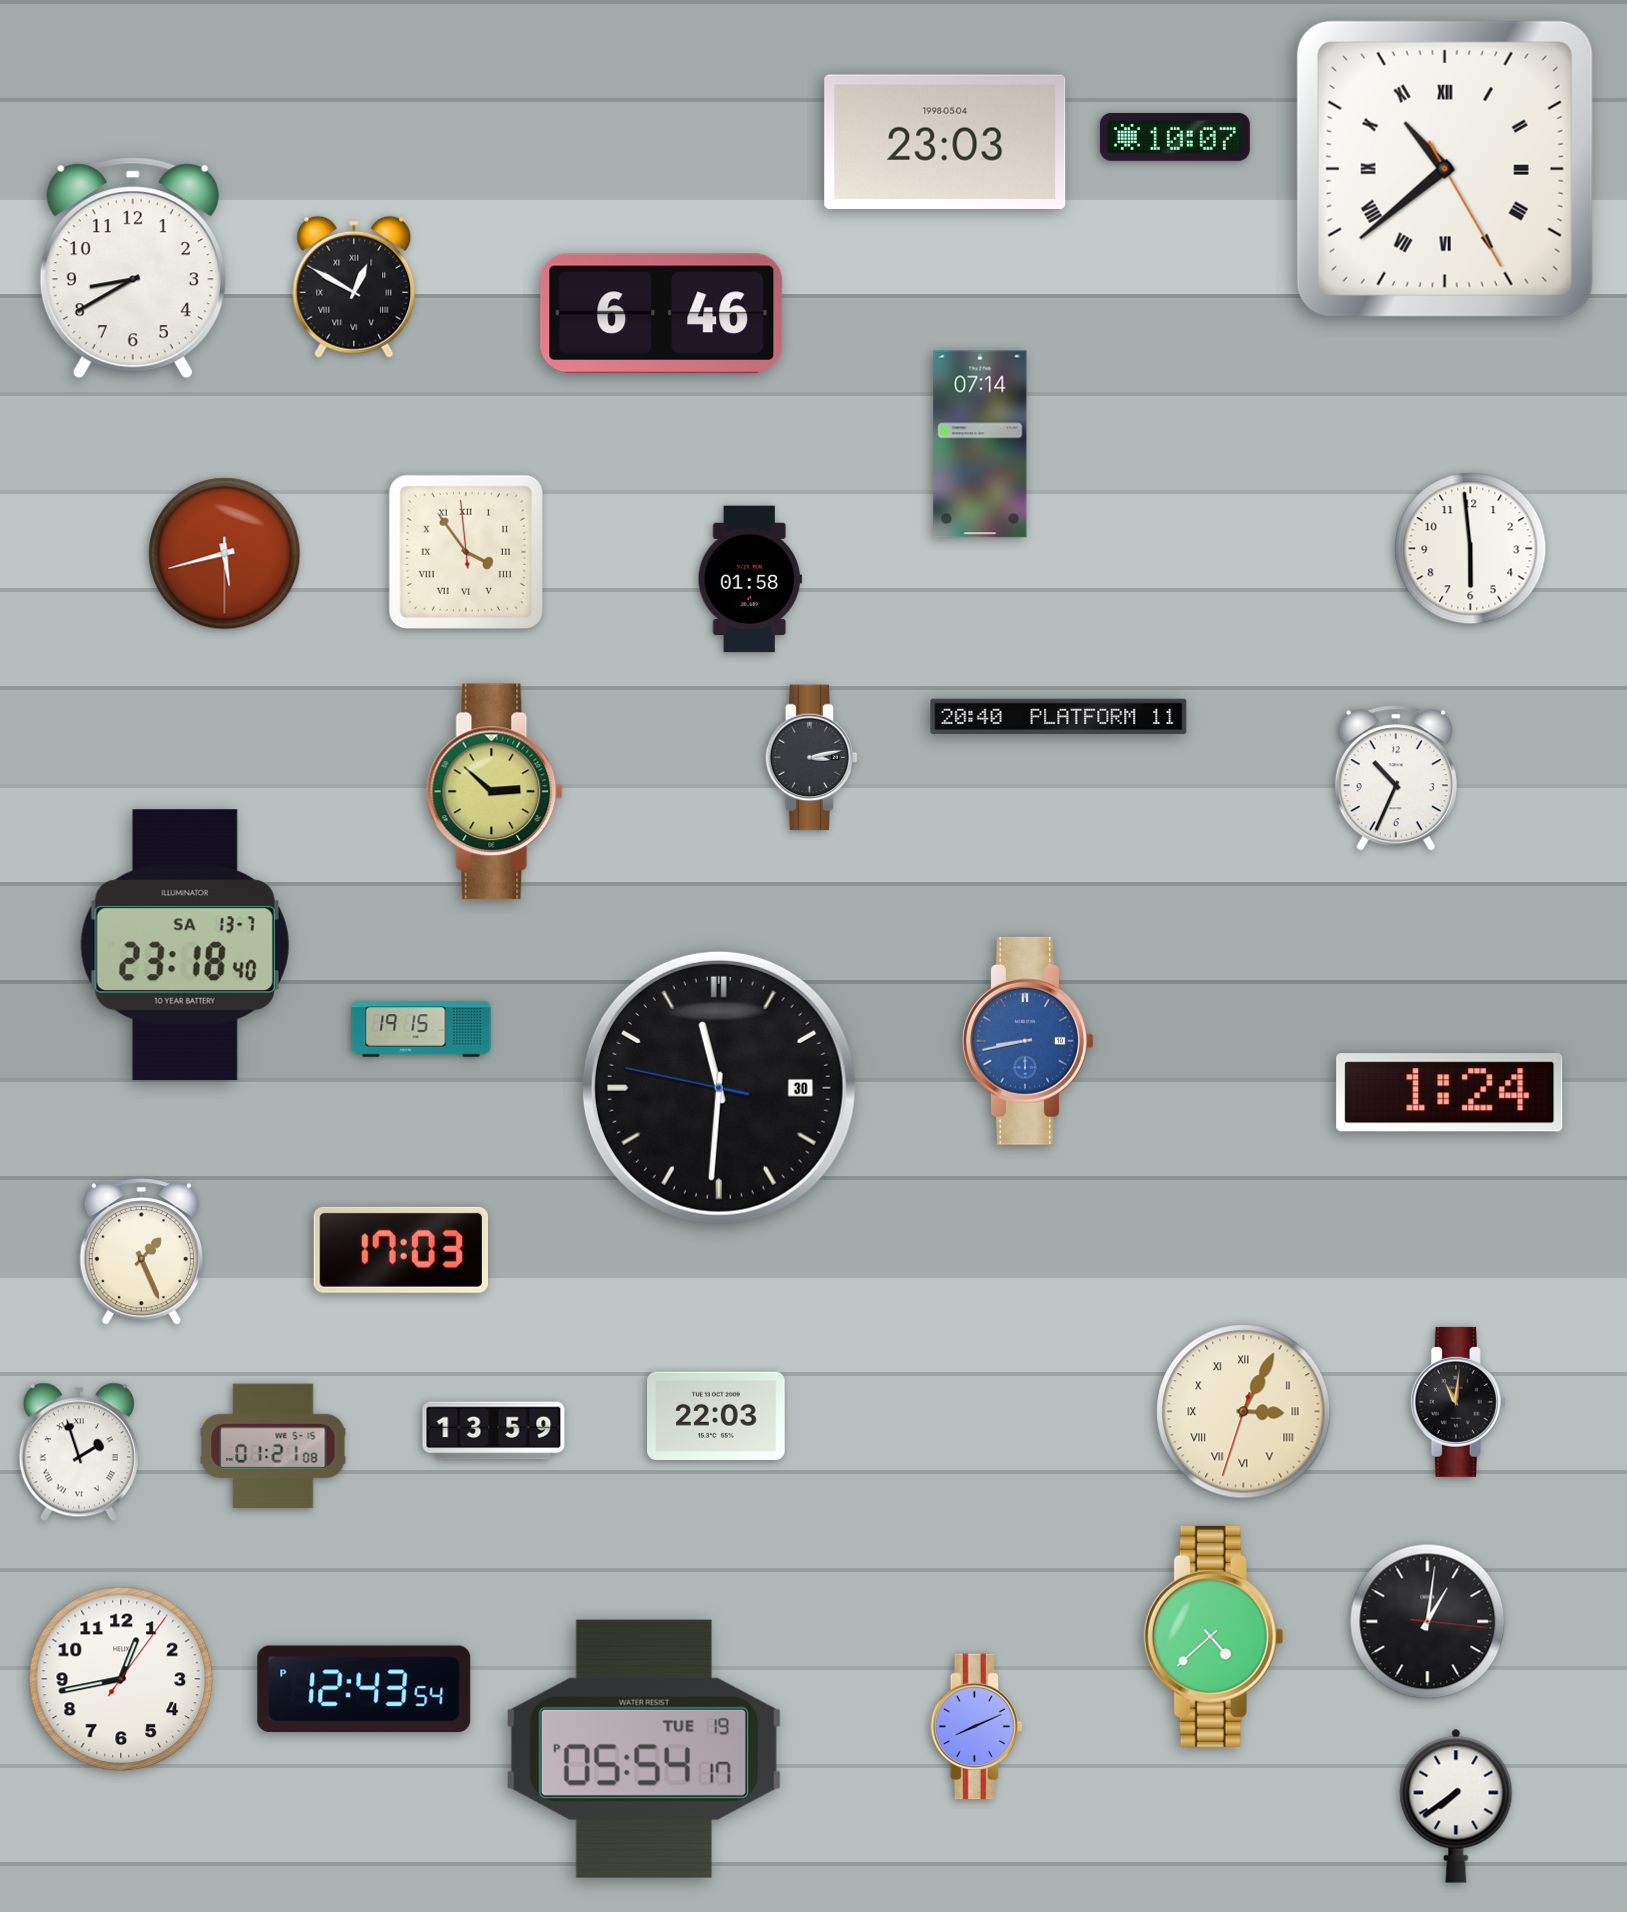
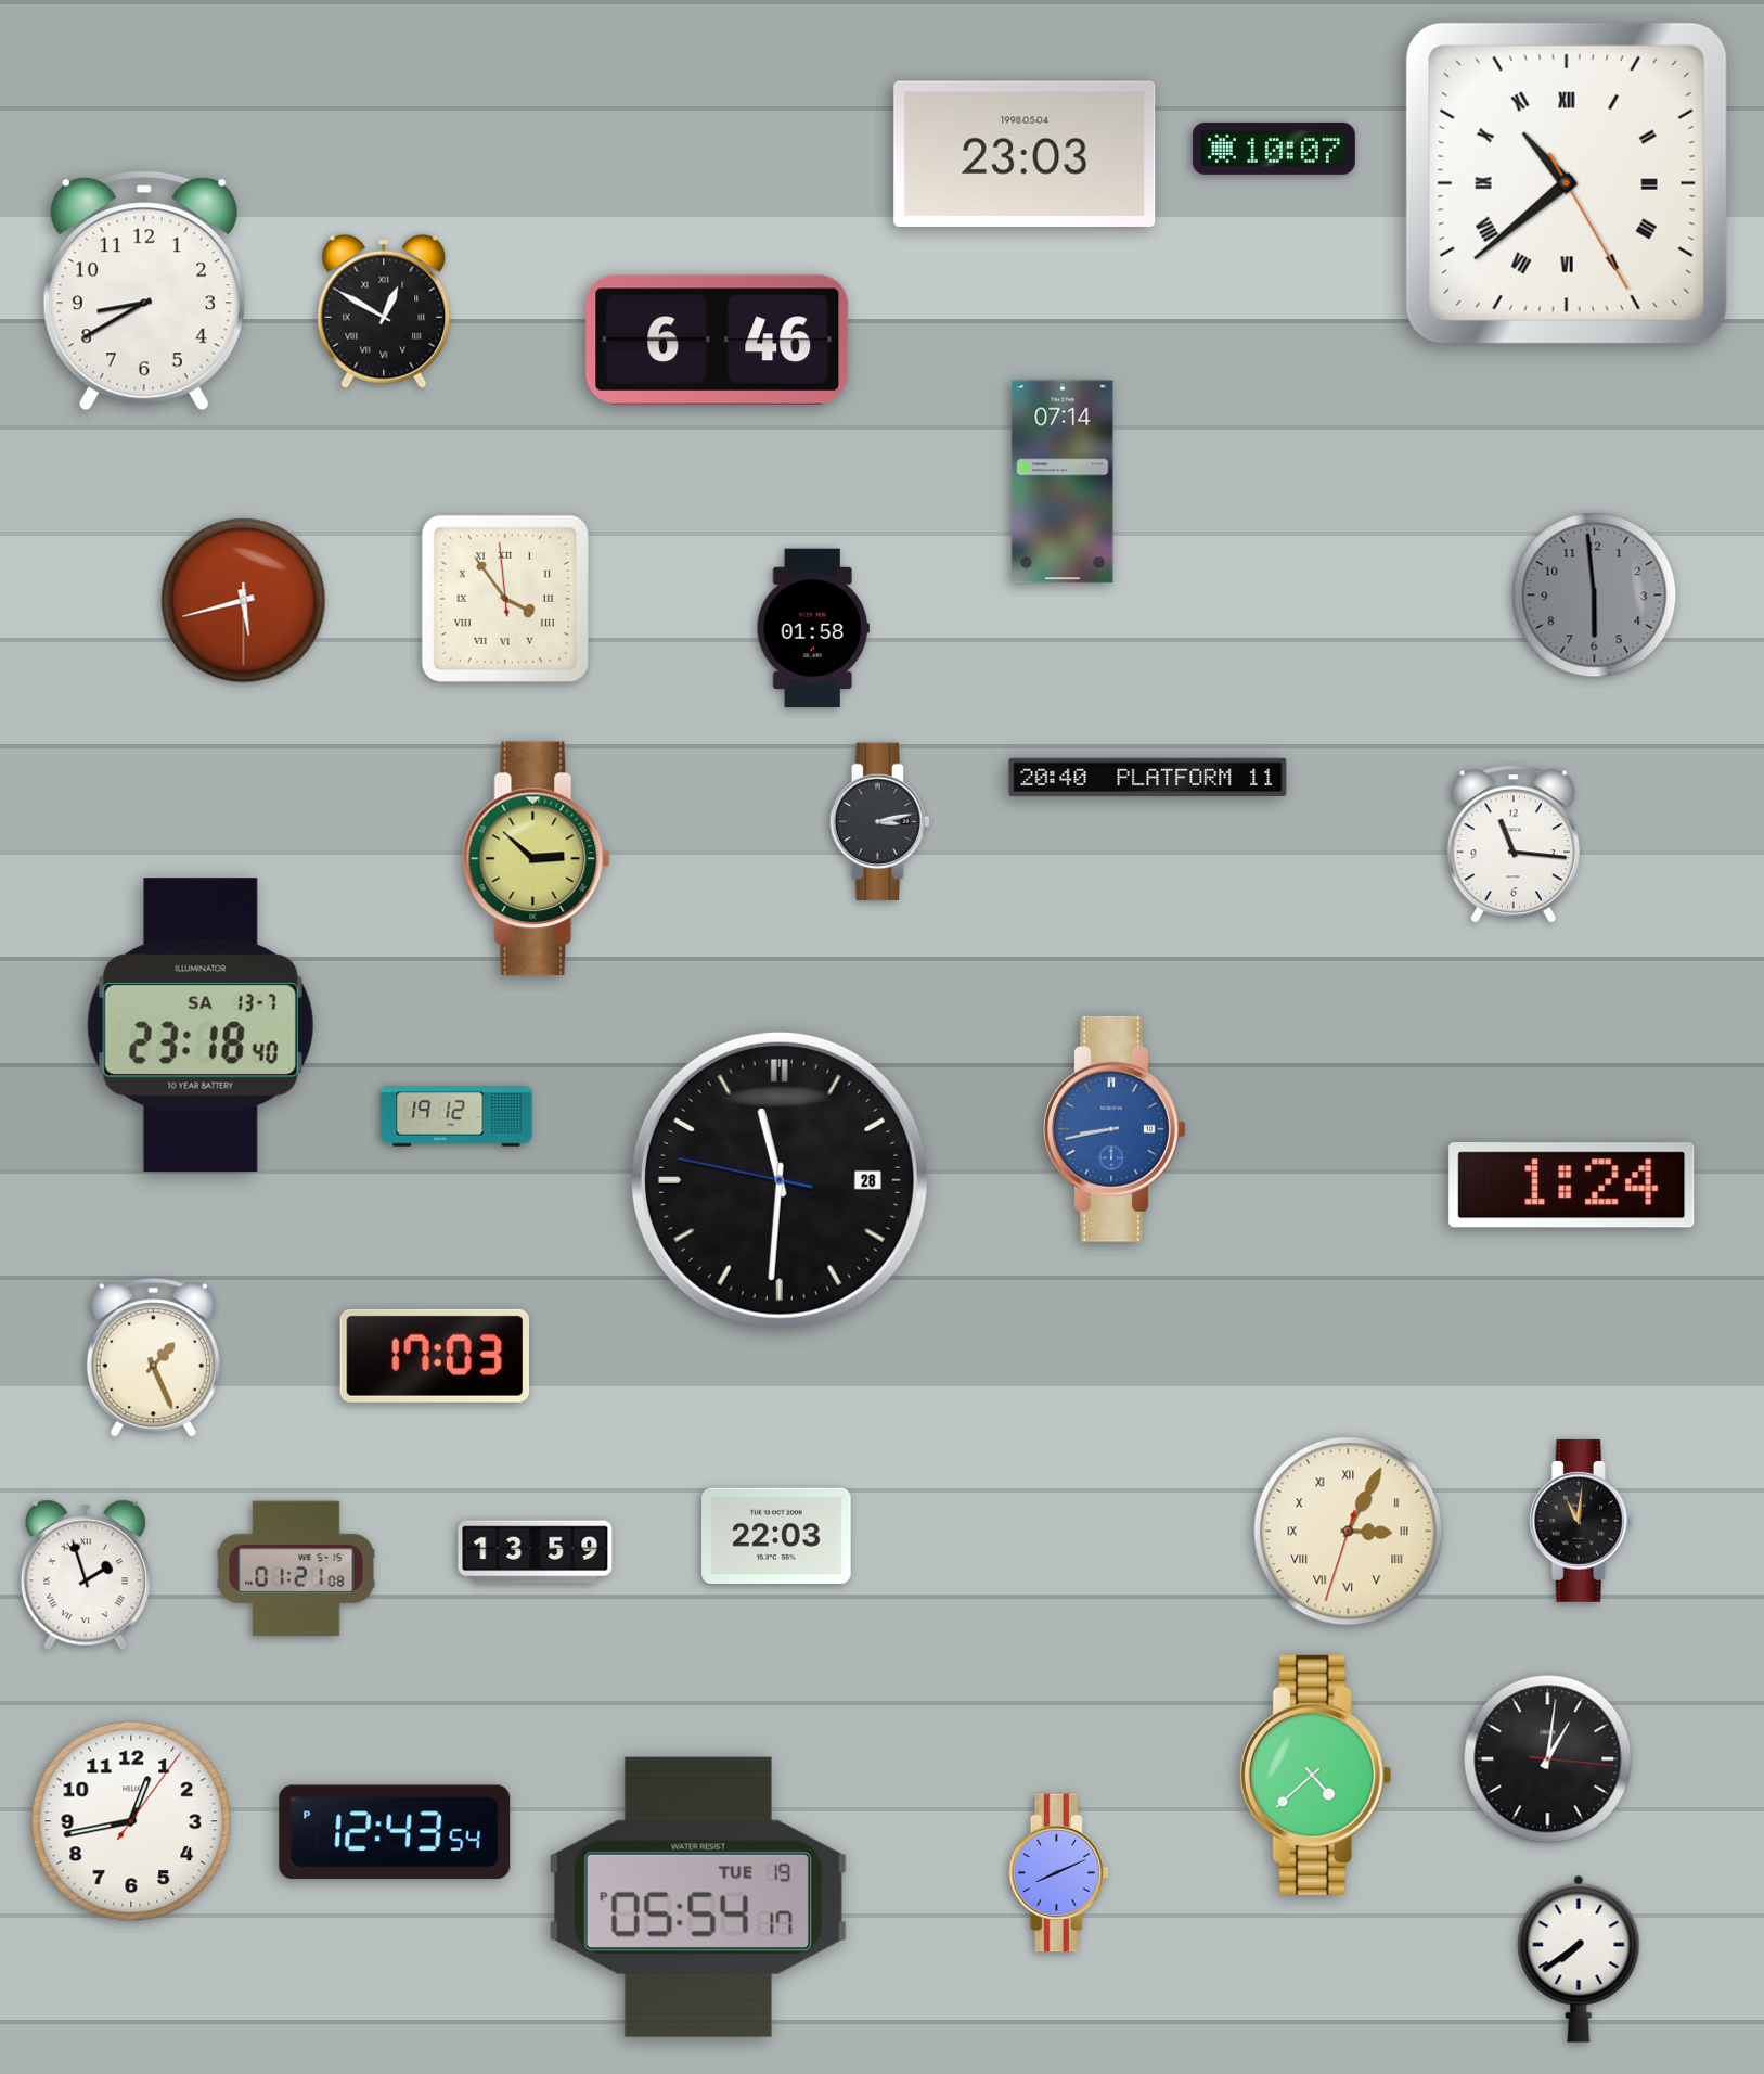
clock at (1471, 549) dial: white -> grey
clock at (1396, 778): 10:34 -> 11:16
clock at (421, 1029): 19:15 -> 19:12
clock at (719, 1088) date: 30 -> 28
